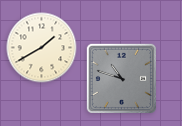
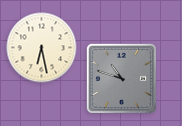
clock at (42, 48): 1:40 -> 6:28
